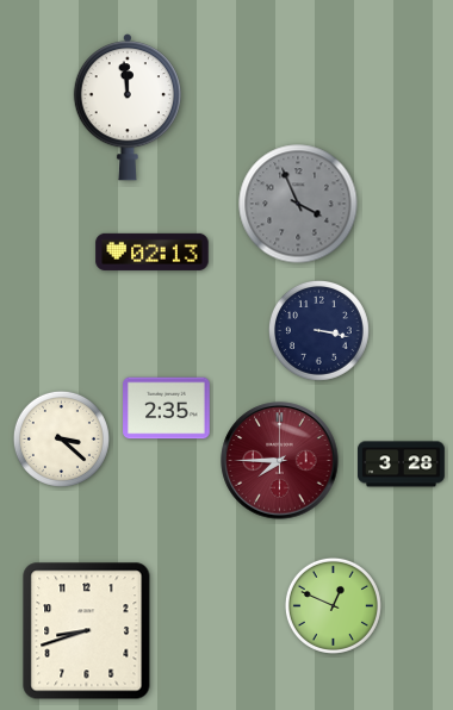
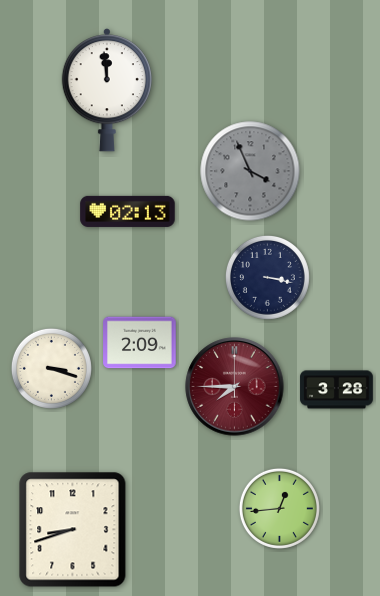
clock at (167, 409): 2:35 -> 2:09
clock at (61, 438): 3:22 -> 3:18
clock at (333, 605): 12:49 -> 12:44
